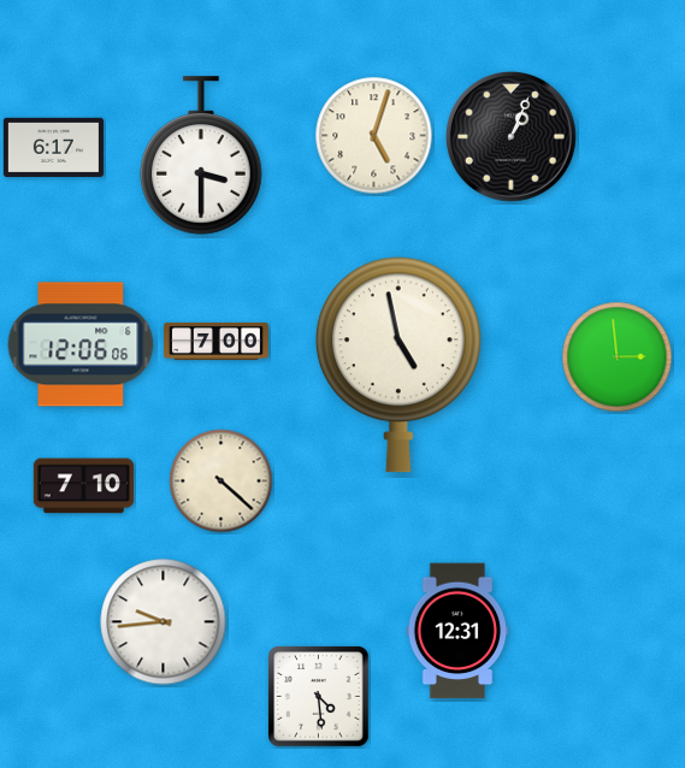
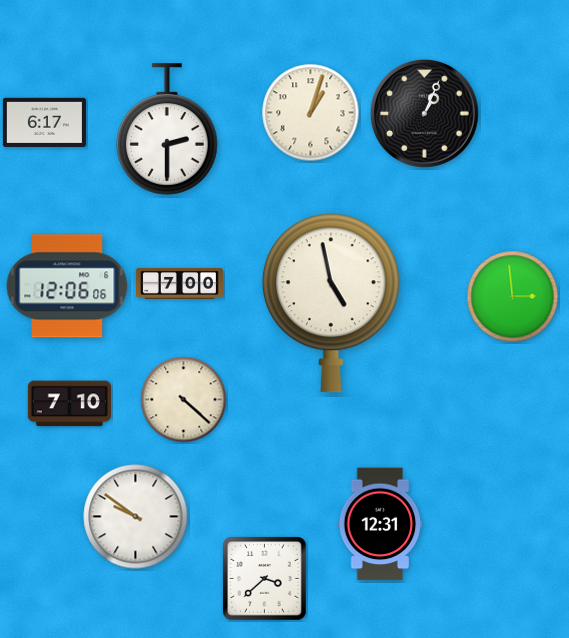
clock at (374, 136): 5:03 -> 1:03
clock at (201, 155): 3:30 -> 2:30
clock at (164, 622): 9:44 -> 9:51
clock at (319, 697): 4:29 -> 3:38
